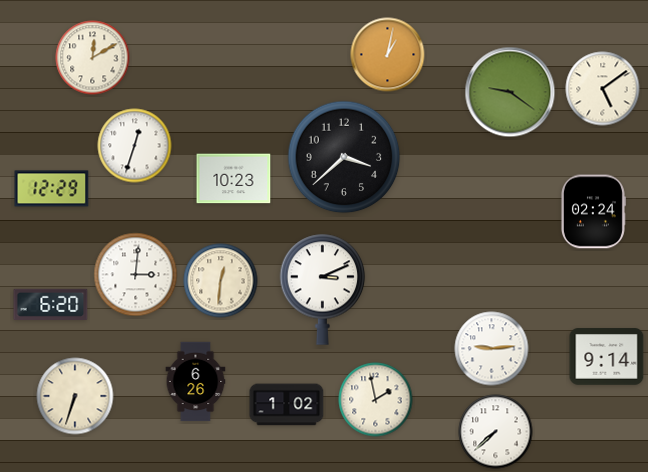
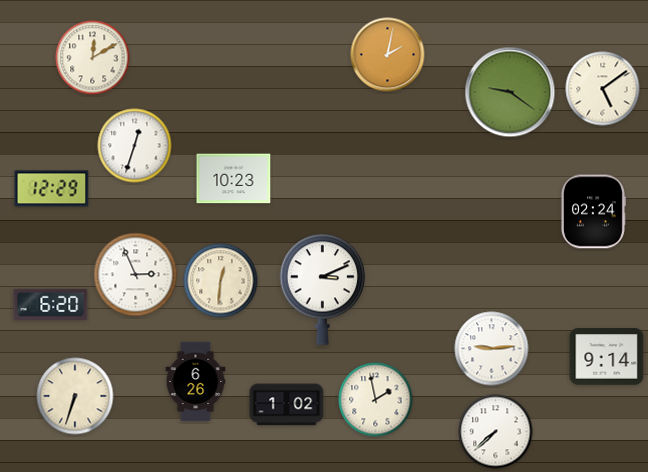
clock at (388, 55): 1:02 -> 2:02
clock at (344, 157): 3:38 -> none
clock at (136, 275): 3:01 -> 2:56
